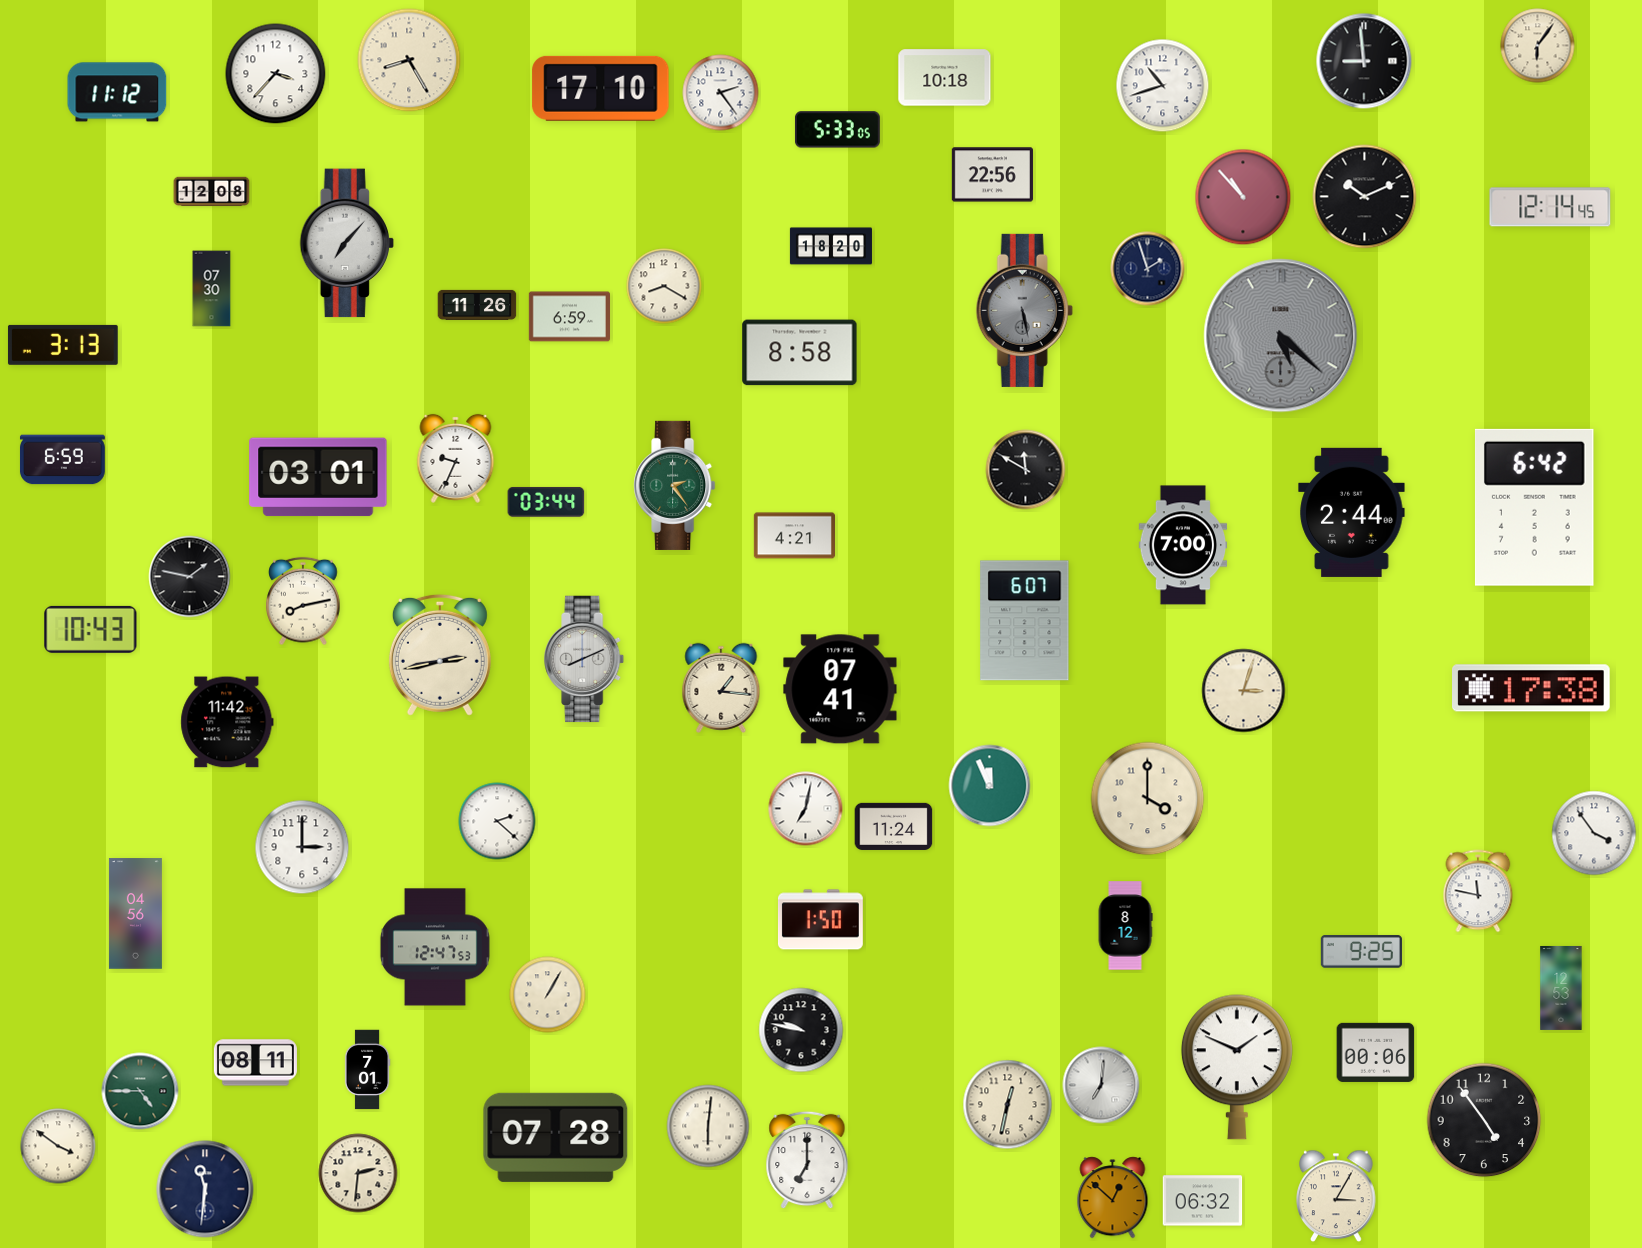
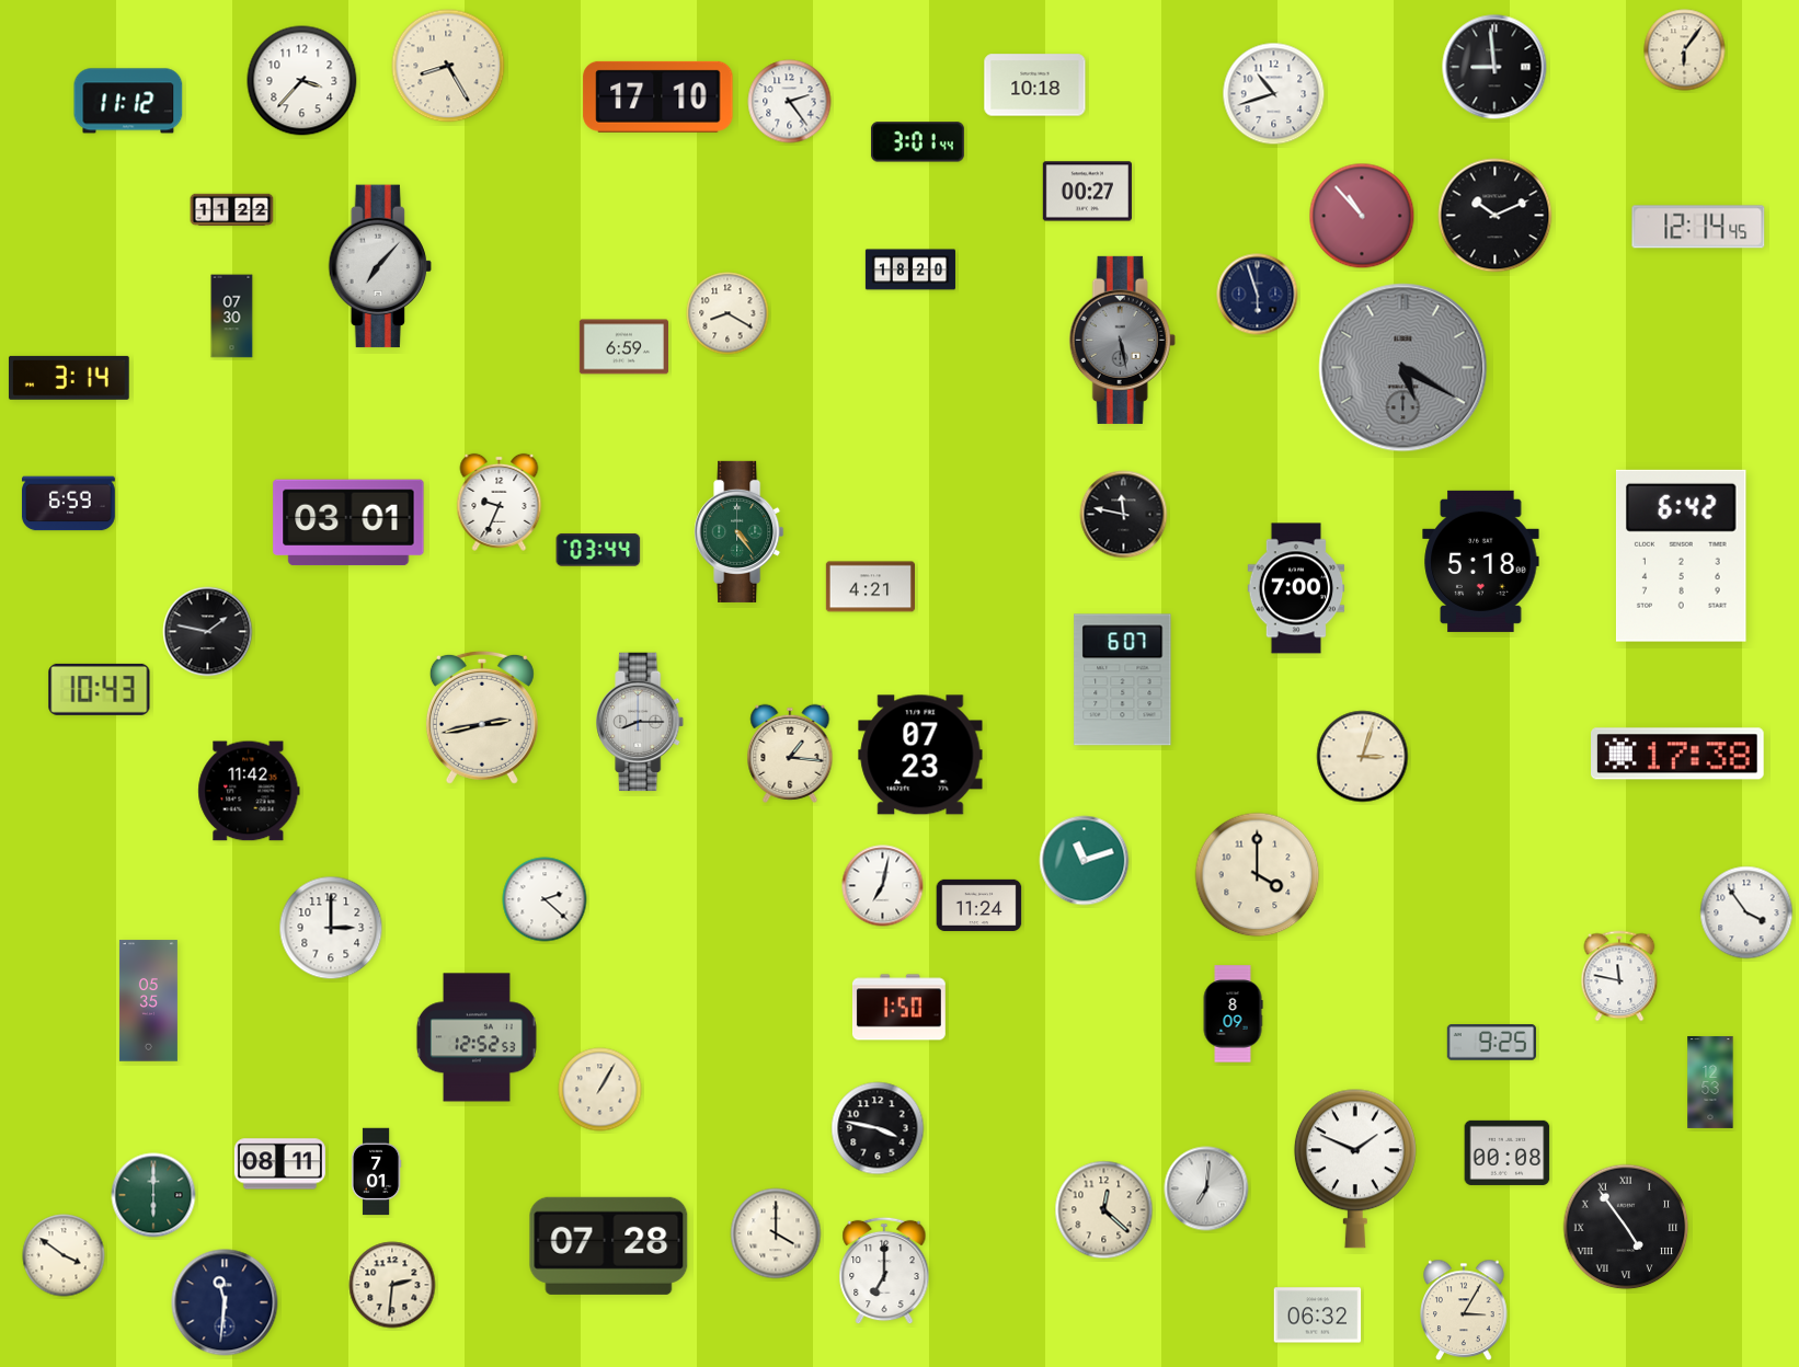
clock at (837, 130): 5:33 -> 3:01
clock at (992, 175): 22:56 -> 00:27
clock at (212, 192): 12:08 -> 11:22
clock at (1148, 269): 1:57 -> 5:57
clock at (477, 305): 11:26 -> none
clock at (1281, 336): 5:22 -> 5:20
clock at (63, 345): 3:13 -> 3:14
clock at (800, 353): 8:58 -> none
clock at (1026, 470): 11:50 -> 11:47
clock at (675, 485): 2:24 -> 4:24
clock at (1352, 512): 2:44 -> 5:18
clock at (1183, 545) position: (1183, 545) -> (1296, 588)
clock at (303, 601): 8:13 -> none
clock at (585, 659): 8:11 -> 8:15
clock at (840, 689): 07:41 -> 07:23
clock at (990, 786): 11:56 -> 11:12
clock at (135, 914): 04:56 -> 05:35
clock at (1125, 926): 8:12 -> 8:09
clock at (435, 947): 12:47 -> 12:52
clock at (801, 1030): 9:47 -> 3:47
clock at (1376, 1052): 00:06 -> 00:08
clock at (367, 1070) position: (367, 1070) -> (376, 1172)
clock at (140, 1091): 4:45 -> 6:00
clock at (1008, 1105): 12:32 -> 12:22
clock at (1484, 1120) numerals: Arabic -> Roman
clock at (708, 1126): 6:01 -> 4:00
clock at (1113, 1198): 12:52 -> none
